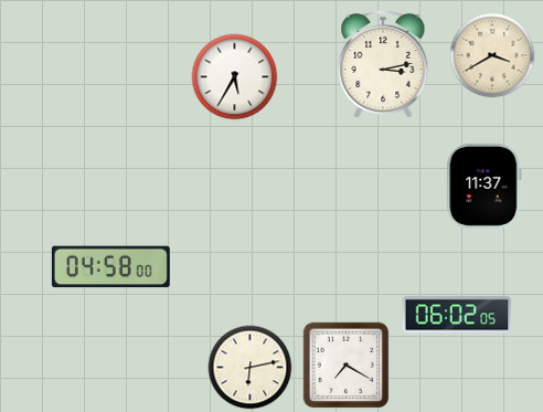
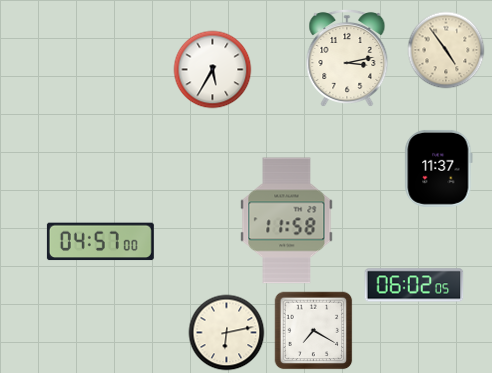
clock at (492, 55): 3:40 -> 4:54
clock at (287, 221): none -> 11:58
clock at (110, 267): 04:58 -> 04:57
